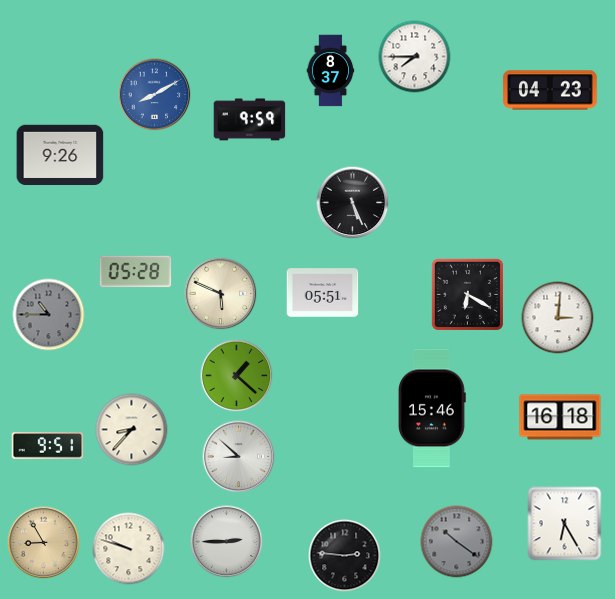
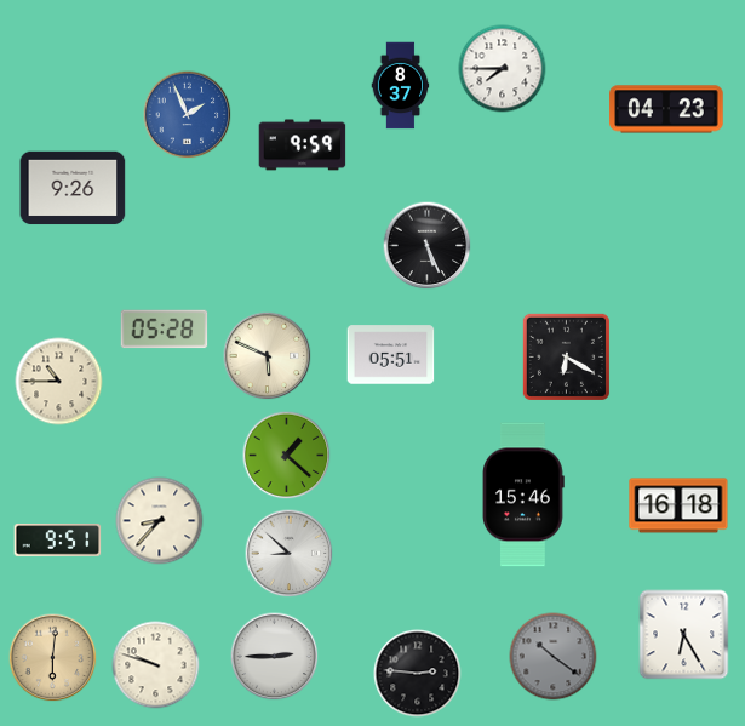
clock at (155, 95): 8:10 -> 1:56
clock at (49, 315) dial: grey -> cream
clock at (558, 318): 3:01 -> none
clock at (44, 543): 8:55 -> 6:01
